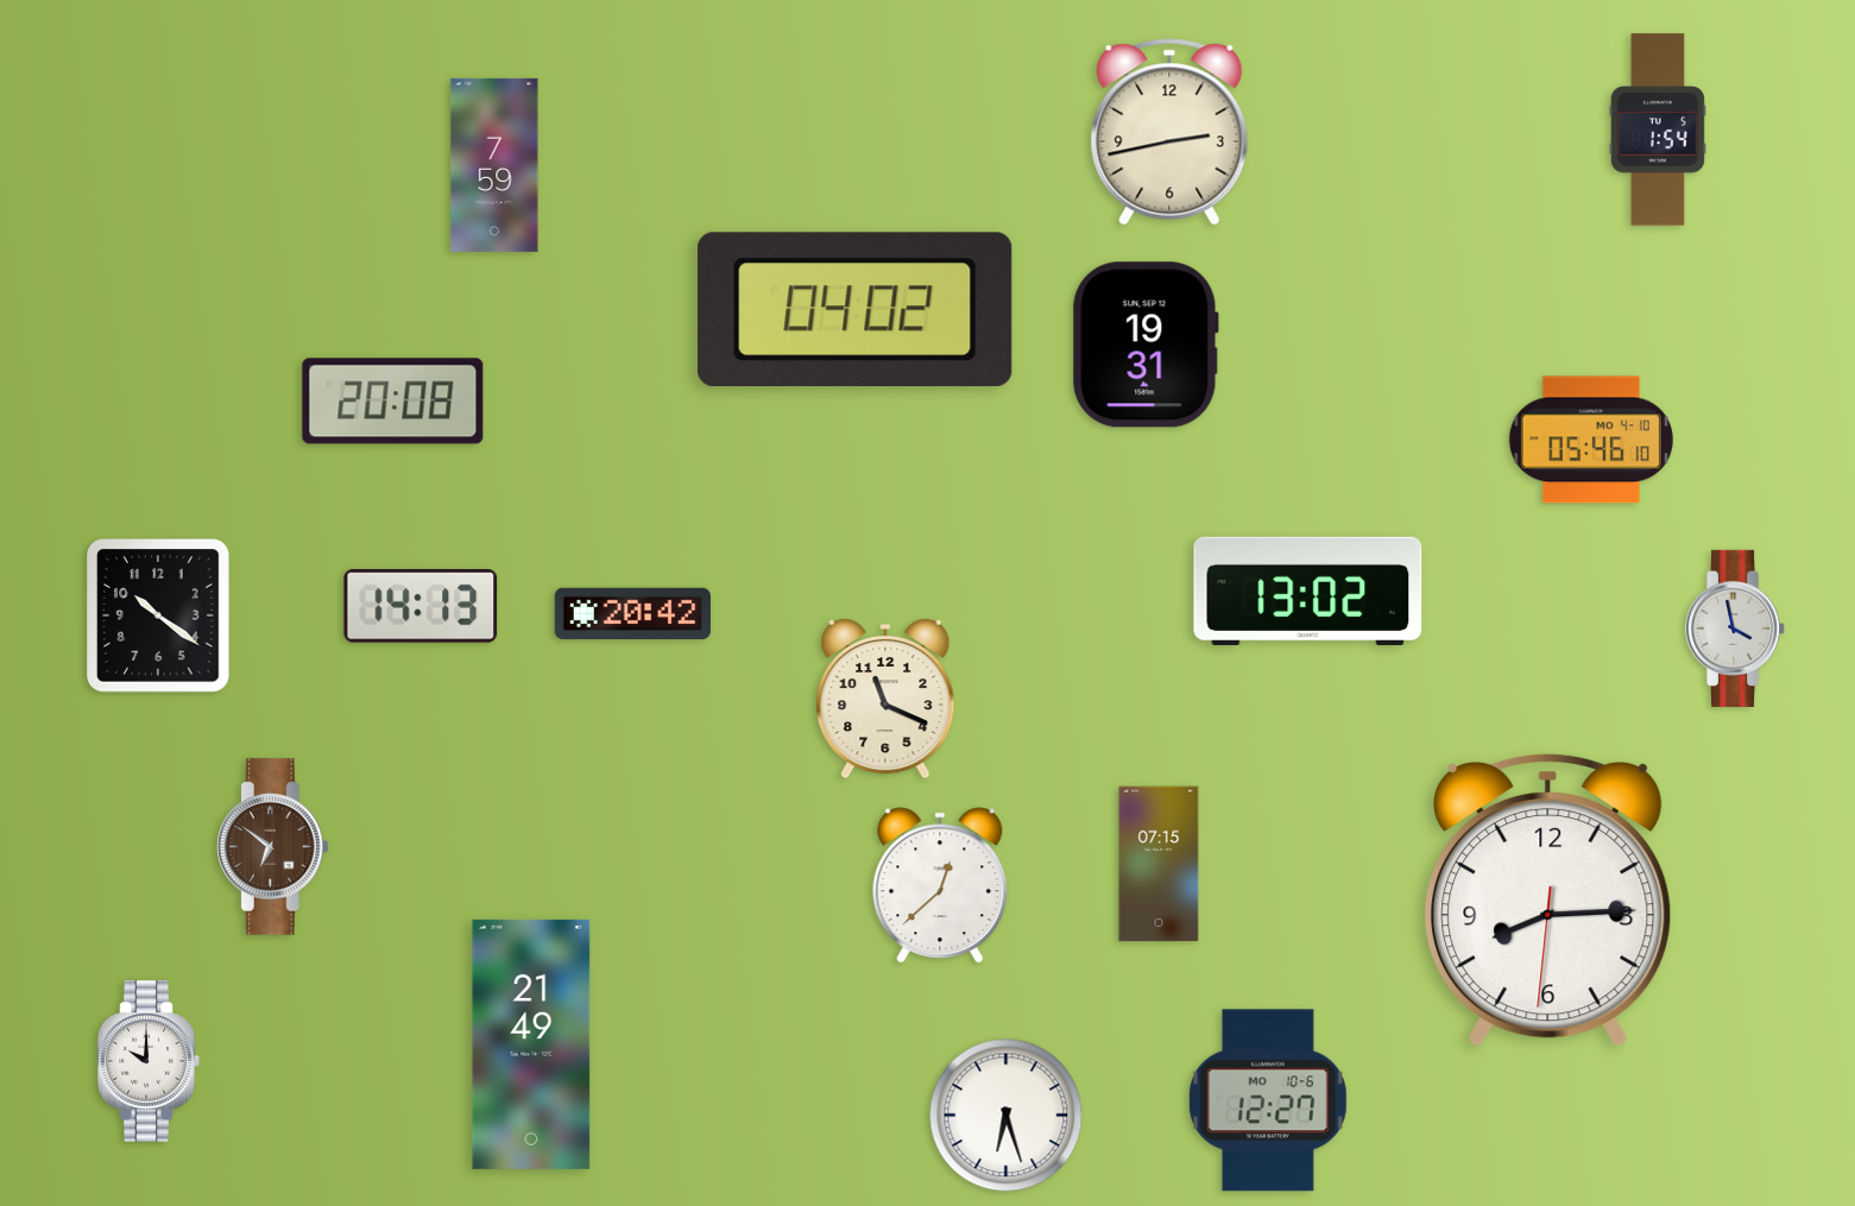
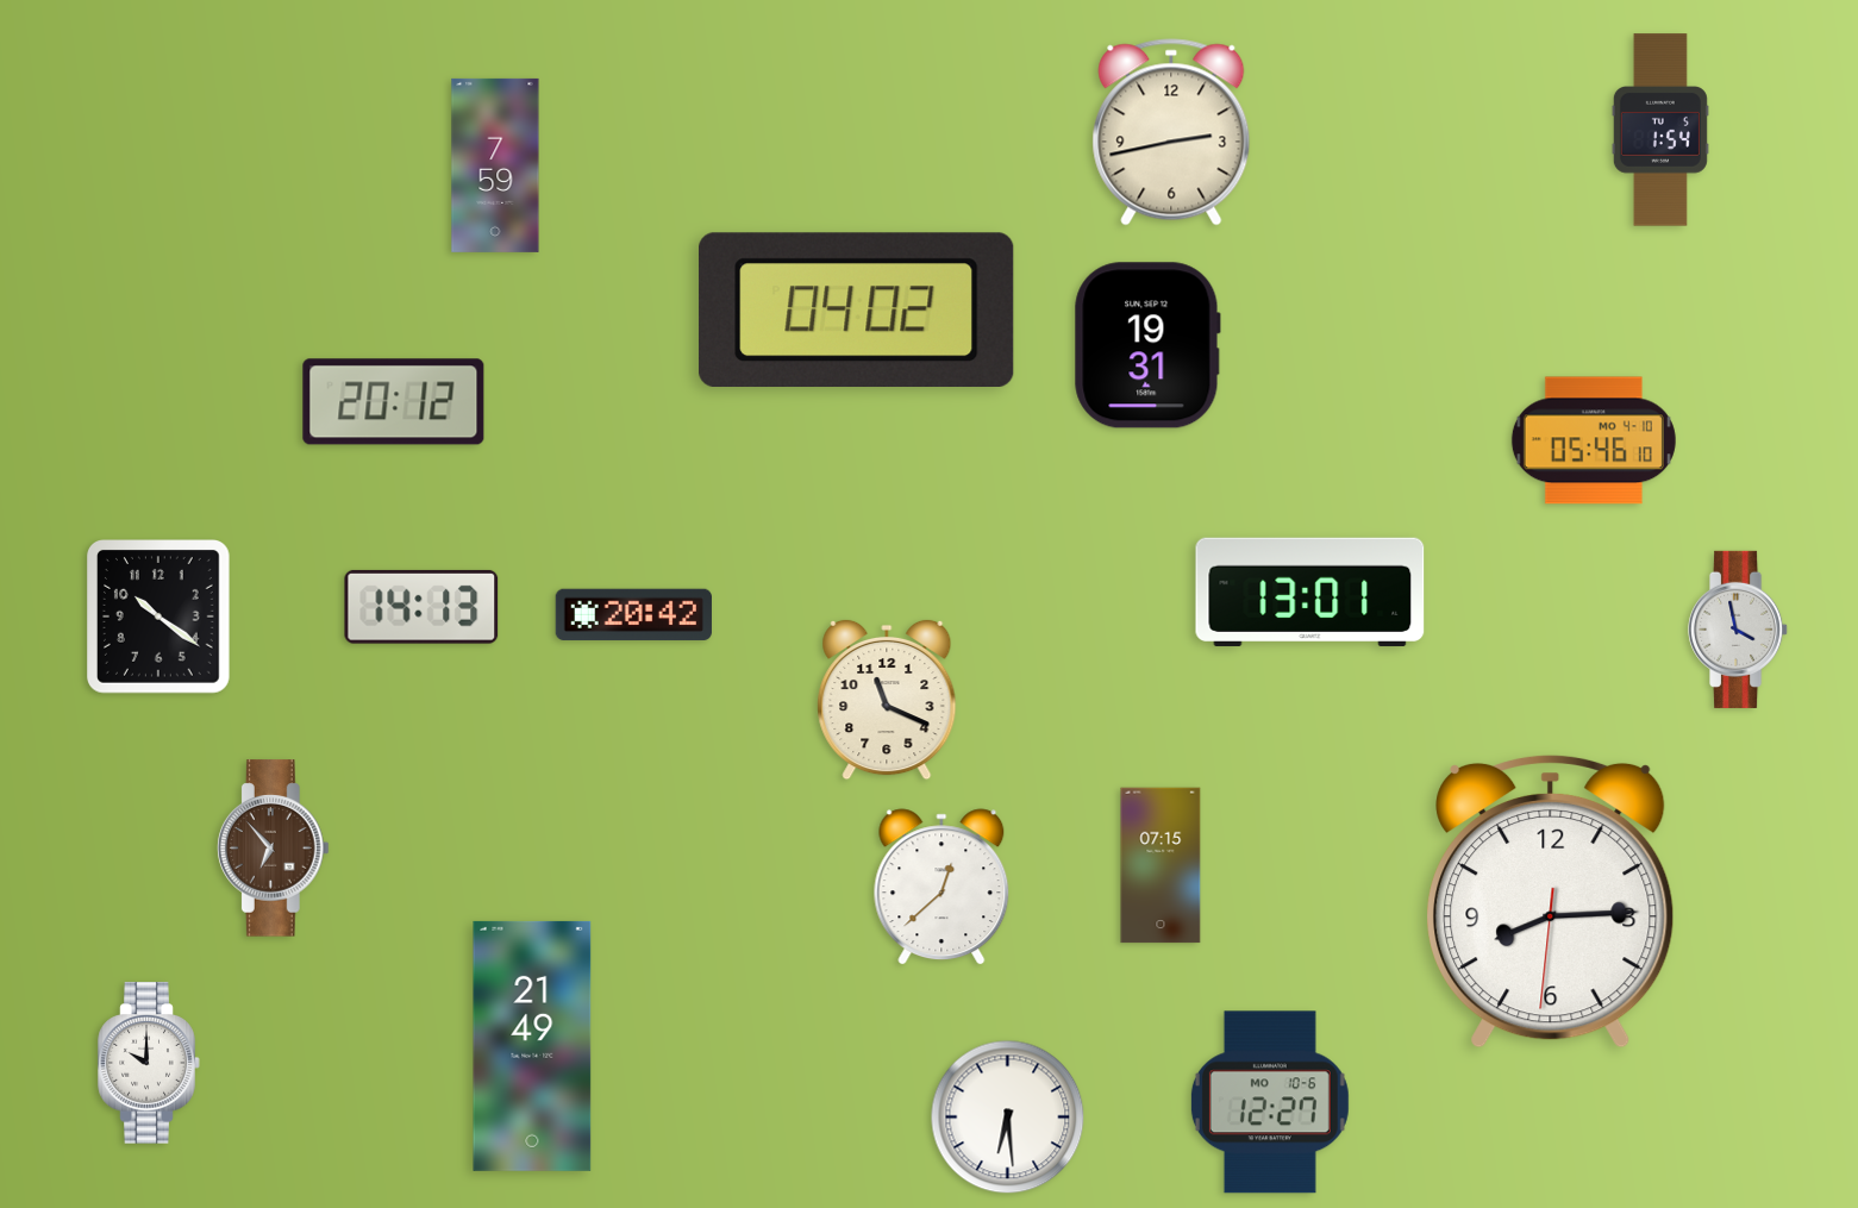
clock at (393, 402): 20:08 -> 20:12
clock at (1308, 591): 13:02 -> 13:01
clock at (272, 847): 6:51 -> 6:53
clock at (1007, 1116): 6:27 -> 6:29
